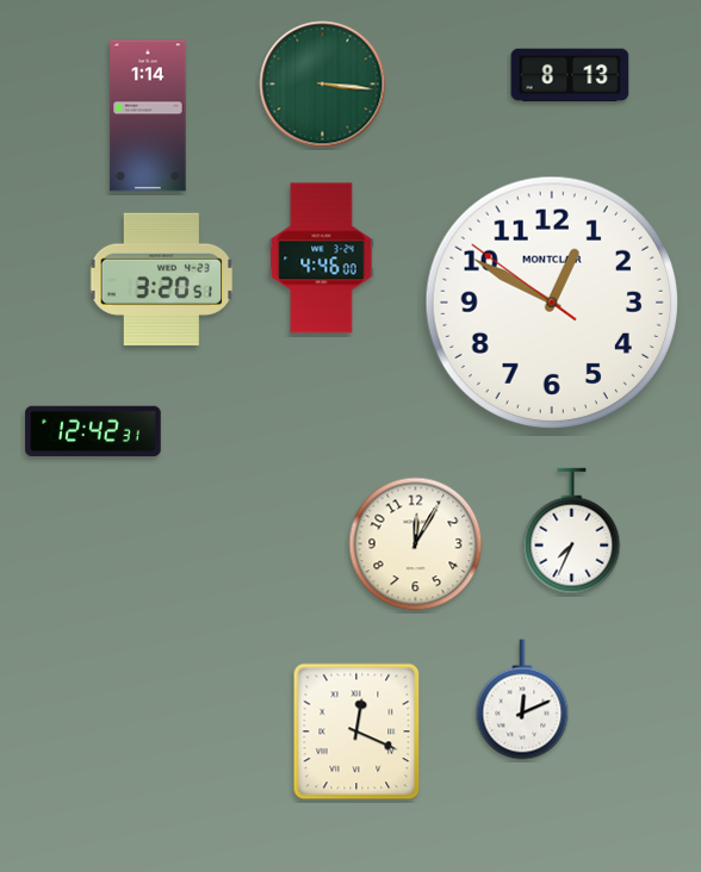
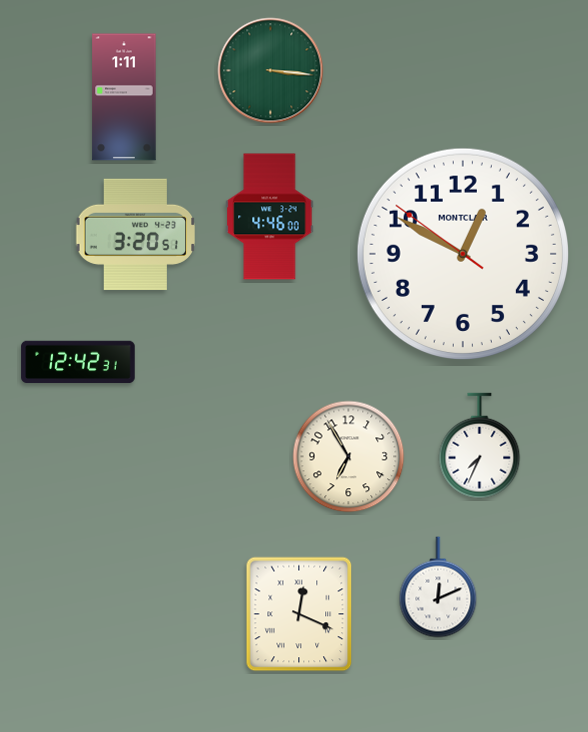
clock at (570, 75): 8:13 -> none
clock at (148, 116): 1:14 -> 1:11
clock at (416, 544): 12:05 -> 6:55
